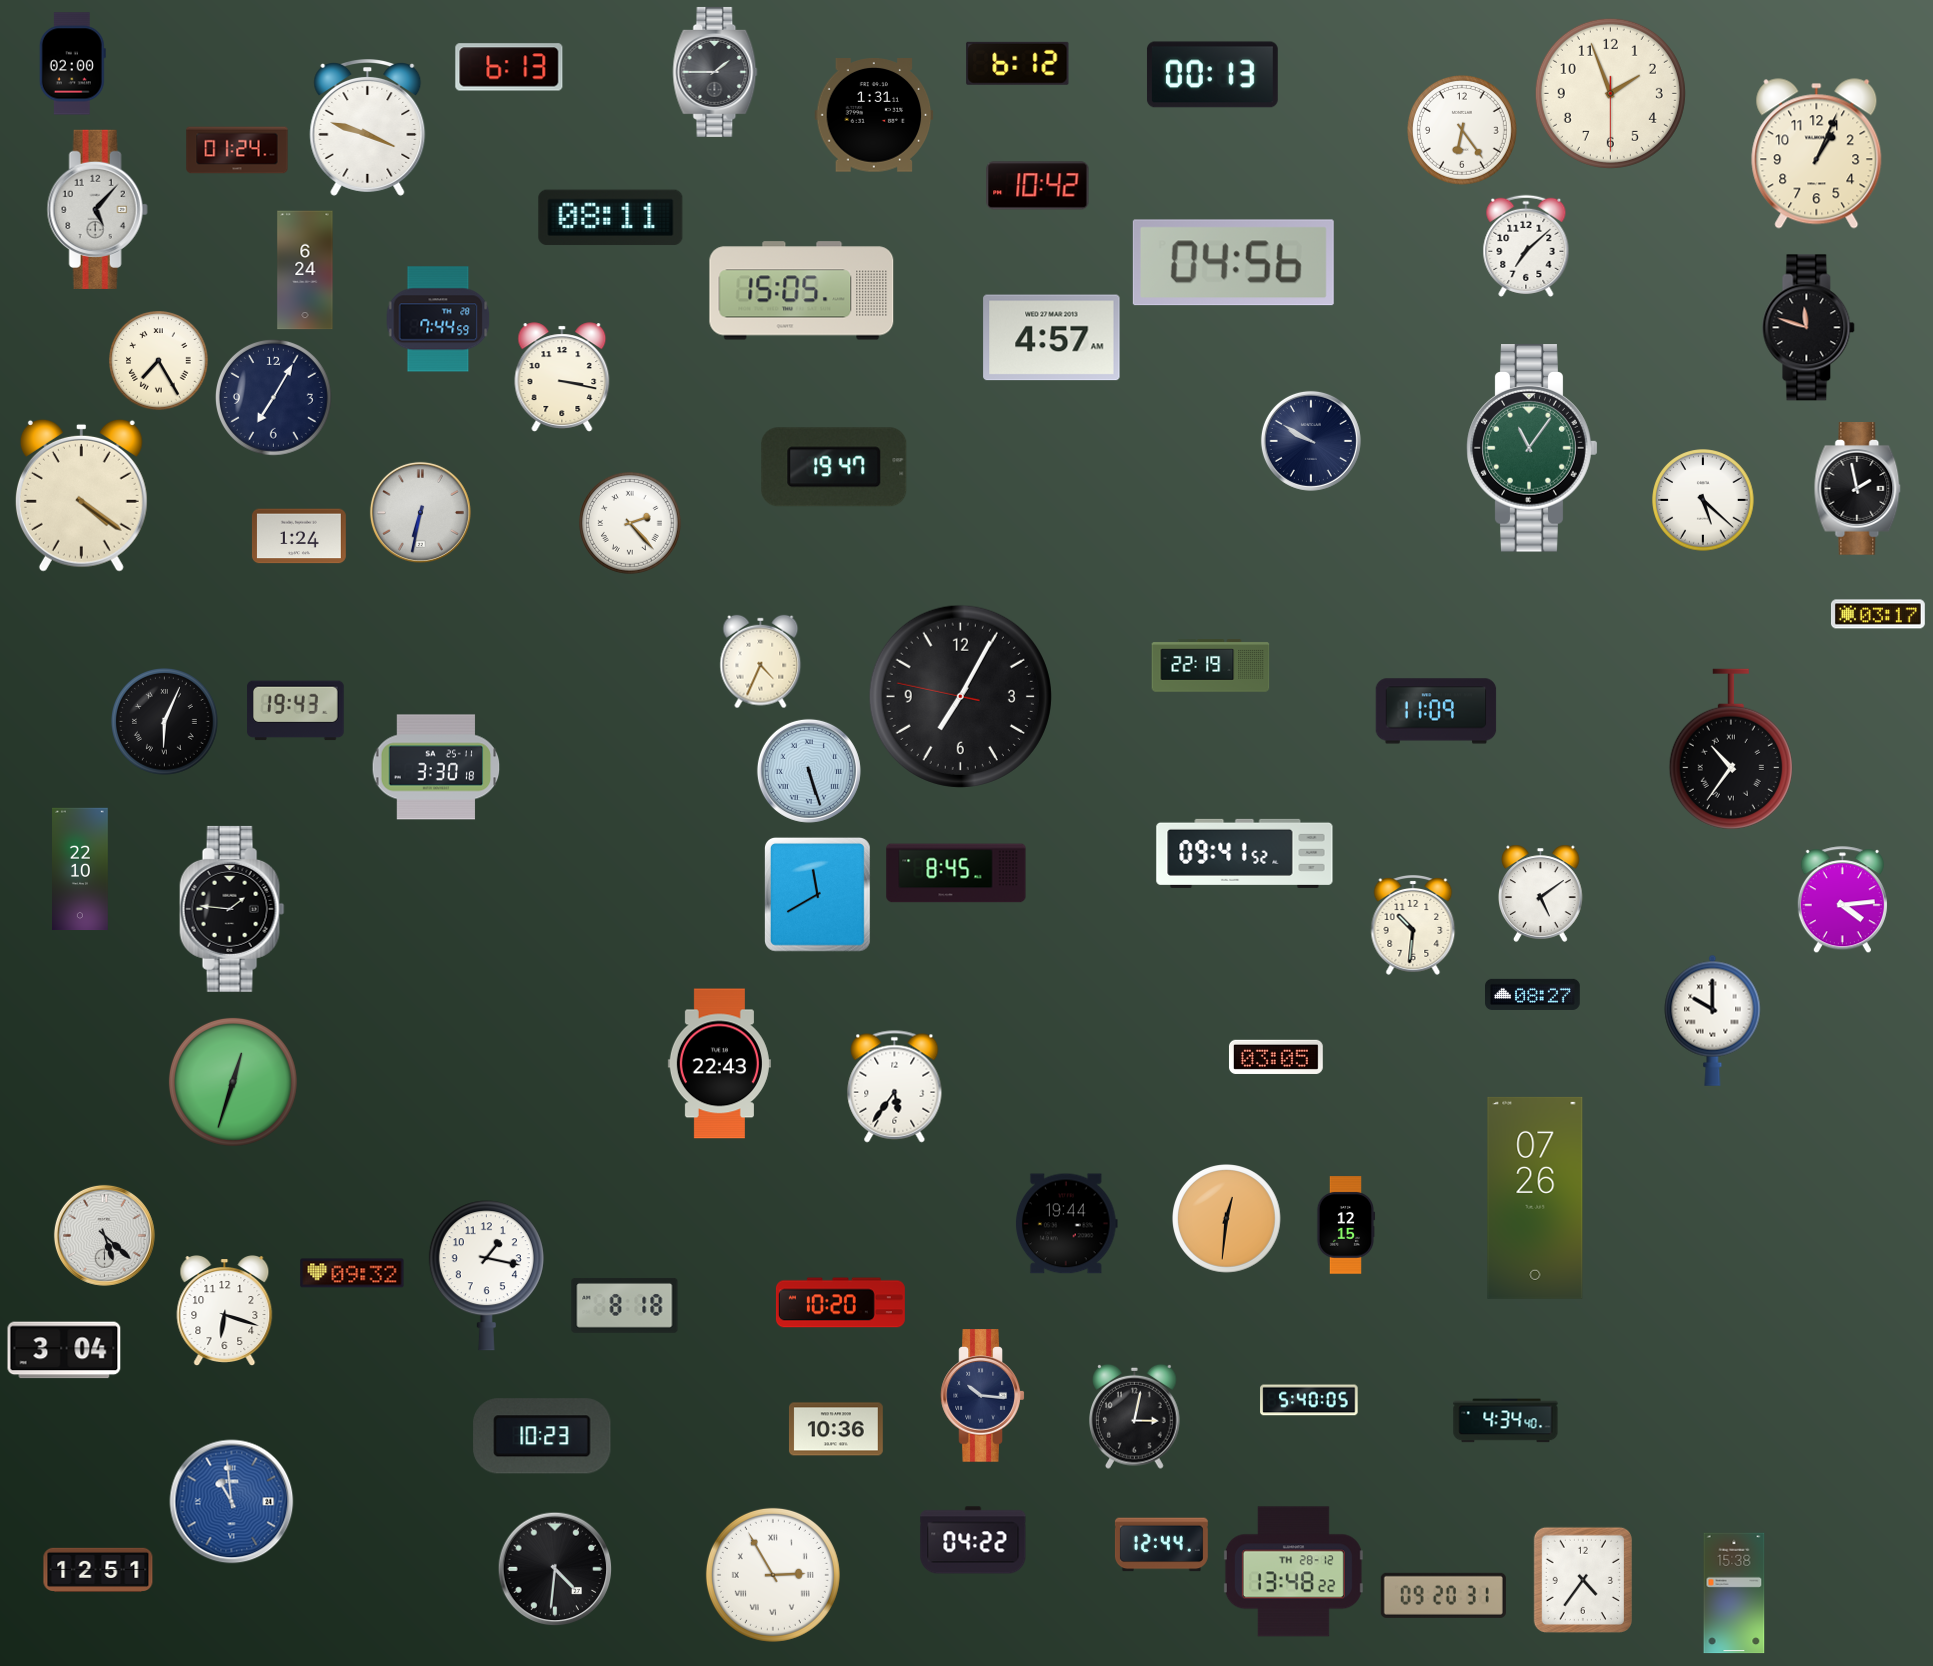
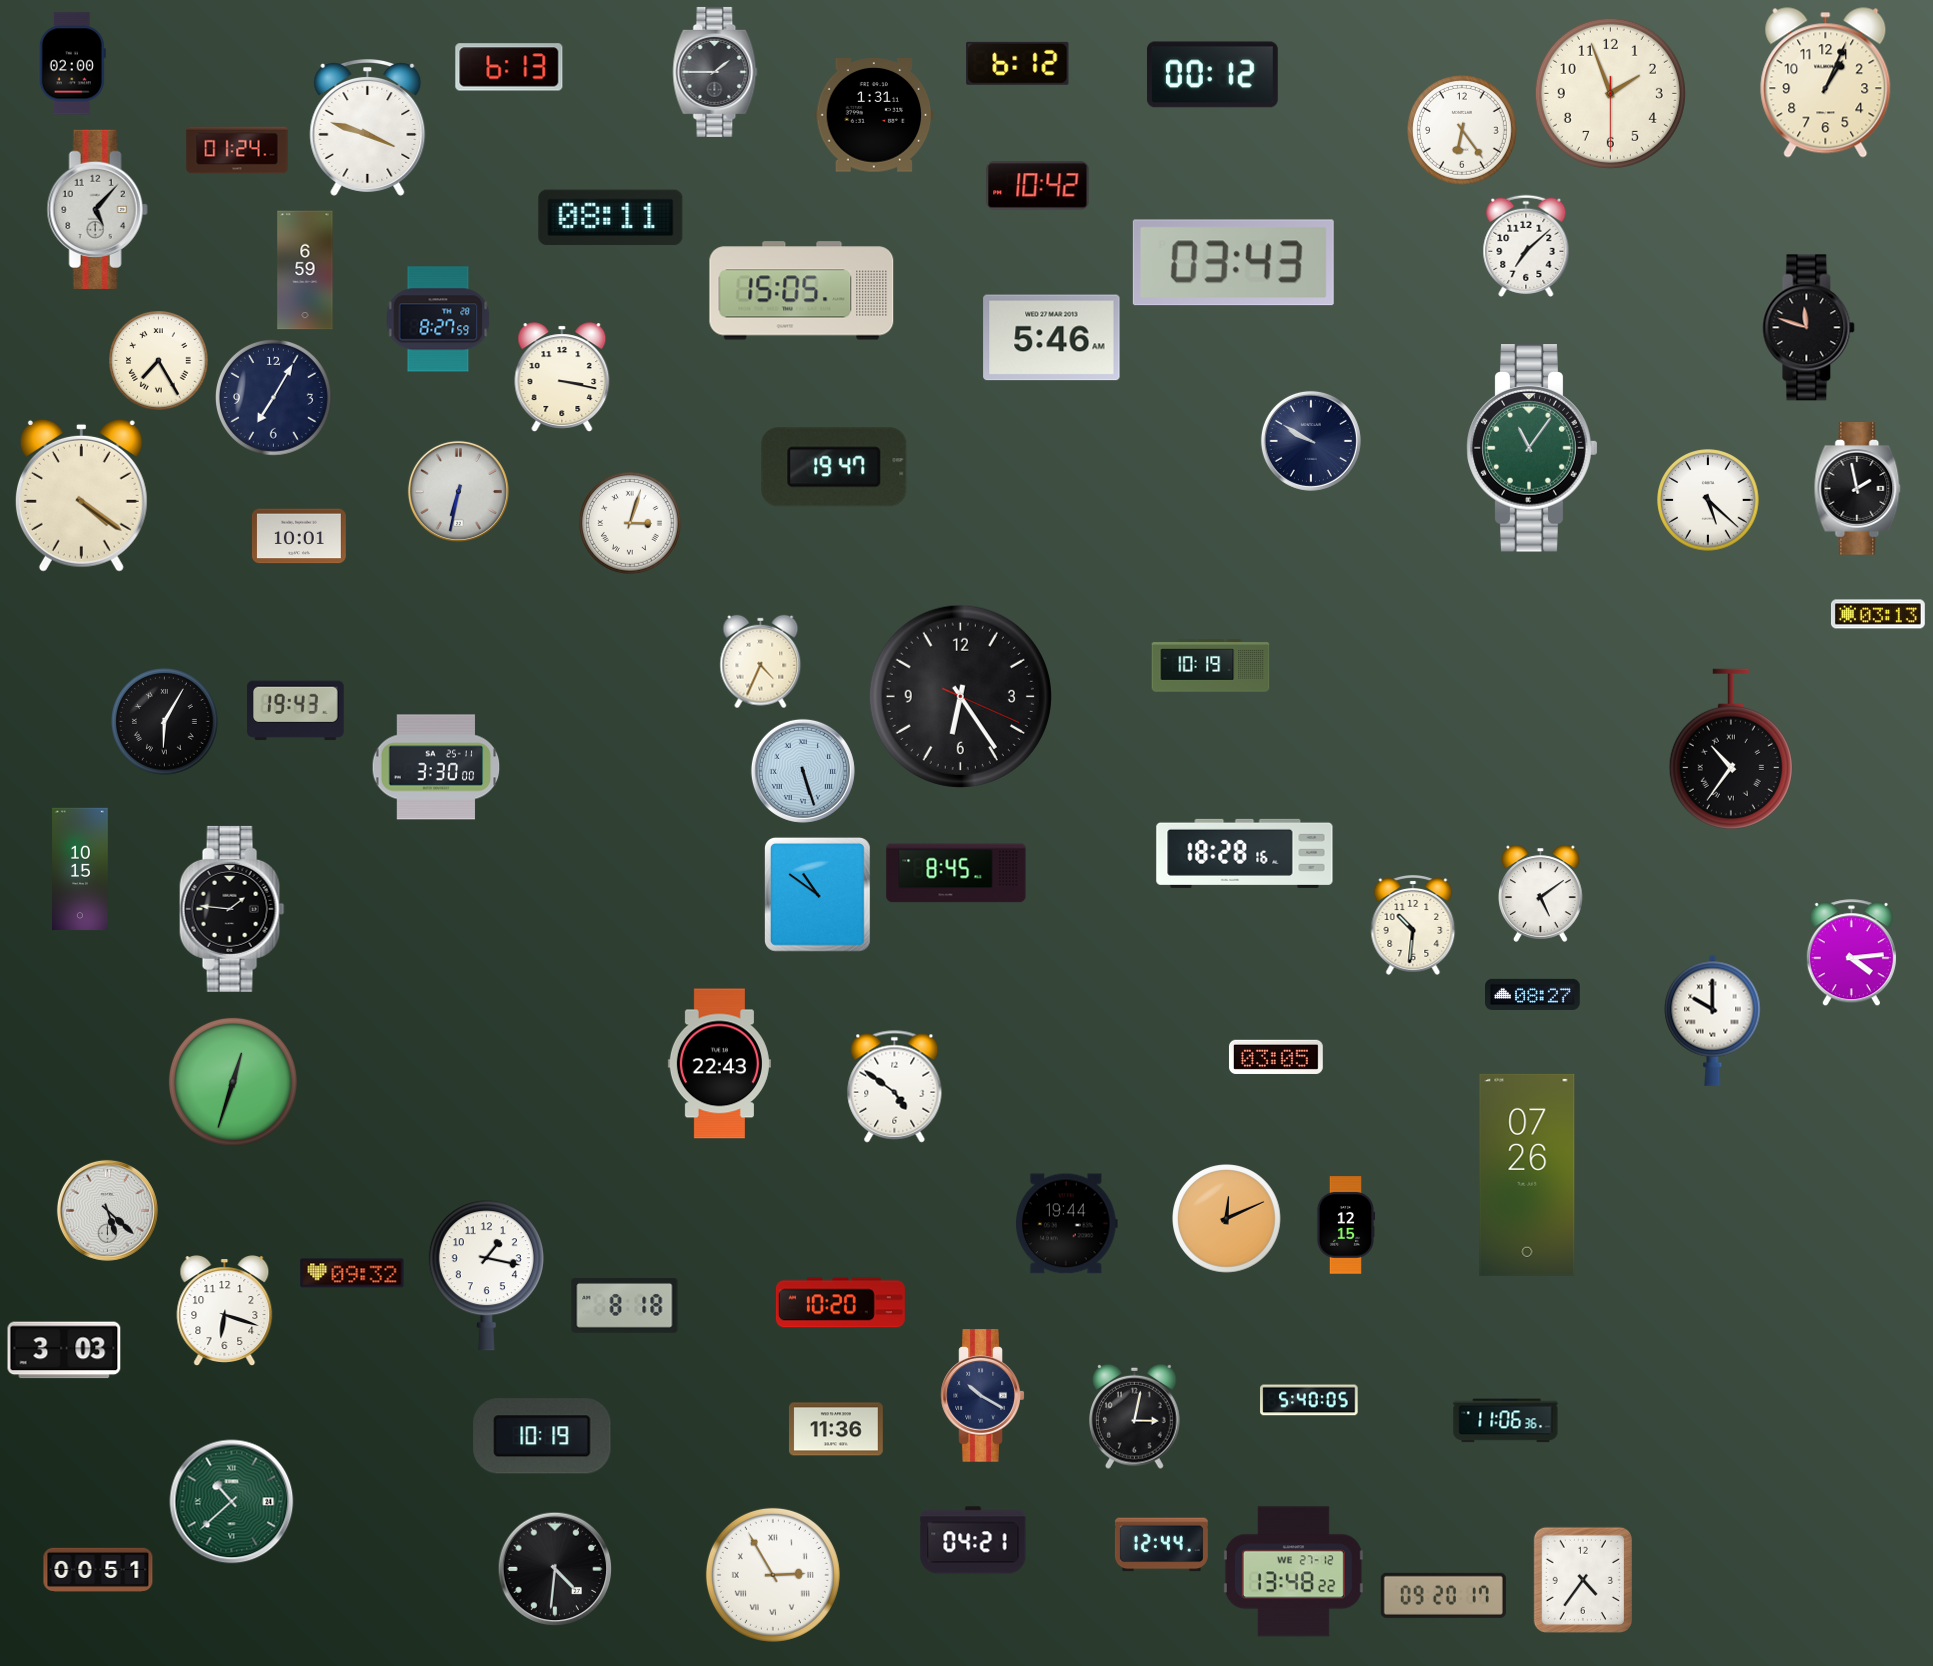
clock at (1212, 75): 00:13 -> 00:12
clock at (1817, 154) position: (1817, 154) -> (1826, 83)
clock at (1233, 263): 04:56 -> 03:43
clock at (305, 270): 6:24 -> 6:59
clock at (438, 319): 7:44 -> 8:27
clock at (1052, 338): 4:57 -> 5:46
clock at (1703, 500) position: (1703, 500) -> (1708, 500)
clock at (420, 512) position: (420, 512) -> (458, 491)
clock at (630, 523): 2:23 -> 3:03
clock at (299, 536): 1:24 -> 10:01
clock at (1878, 614): 03:17 -> 03:13
clock at (1211, 666): 22:19 -> 10:19
clock at (960, 696): 7:04 -> 6:24
clock at (1436, 711): 11:09 -> none
clock at (165, 722): 6:04 -> 6:05
clock at (436, 767): 3:30:18 -> 3:30:00
clock at (809, 771) position: (809, 771) -> (803, 771)
clock at (1245, 853): 09:41 -> 18:28
clock at (81, 869): 22:10 -> 10:15
clock at (817, 894): 11:40 -> 10:51
clock at (1842, 900) position: (1842, 900) -> (1851, 953)
clock at (895, 1087): 5:36 -> 4:51
clock at (1535, 1198) position: (1535, 1198) -> (1527, 1175)
clock at (1227, 1219): 12:31 -> 12:11
clock at (104, 1235) position: (104, 1235) -> (107, 1210)
clock at (64, 1350): 3:04 -> 3:03
clock at (983, 1396): 10:16 -> 10:20
clock at (1506, 1421): 4:34 -> 11:06
clock at (836, 1429): 10:36 -> 11:36
clock at (542, 1436): 10:23 -> 10:19
clock at (232, 1502): 10:59 -> 10:38
clock at (232, 1502) dial: blue -> green
clock at (973, 1540): 04:22 -> 04:21
clock at (98, 1569): 12:51 -> 00:51
clock at (1293, 1572) date: TH 28-12 -> WE 27-12
clock at (1734, 1593): 15:38 -> none
clock at (1443, 1595): 09:20:31 -> 09:20:17
